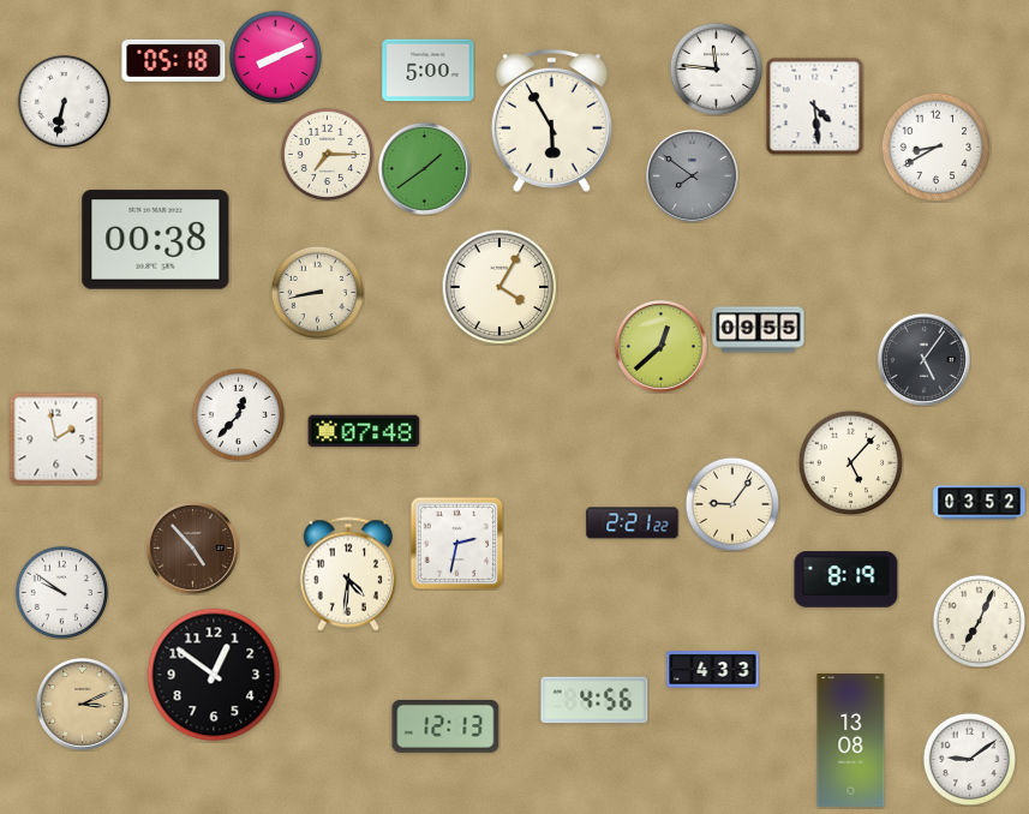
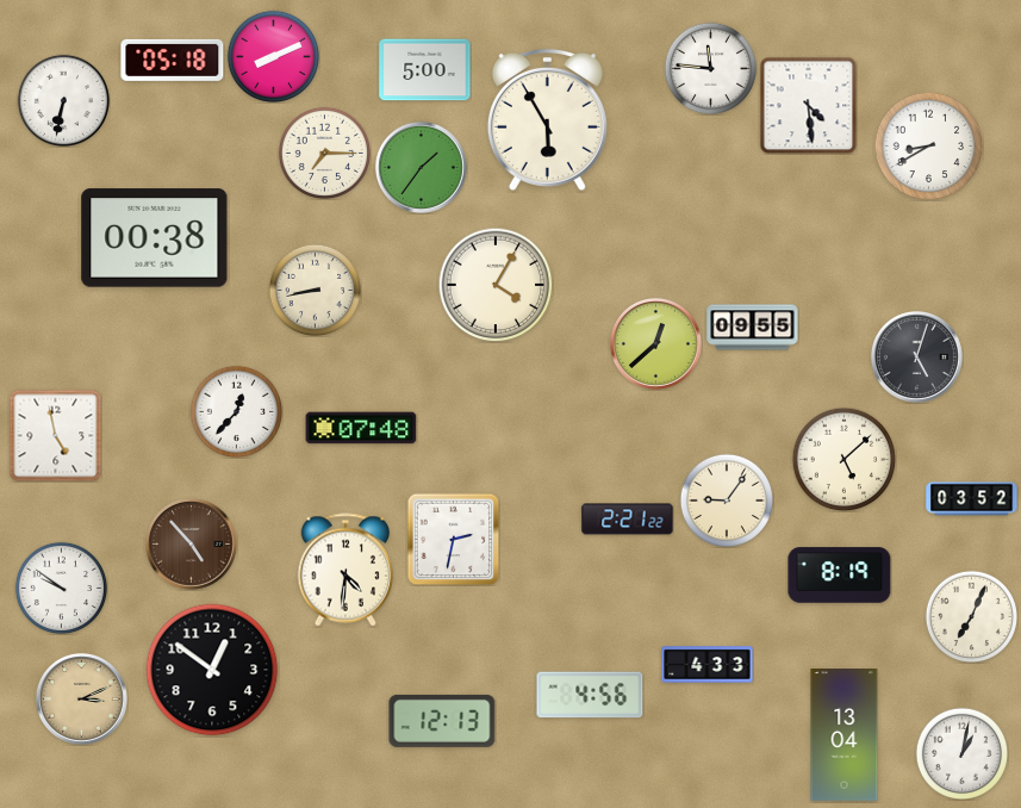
clock at (424, 168): 1:39 -> 1:36
clock at (692, 175): 7:51 -> none
clock at (923, 359): 5:06 -> 5:03
clock at (55, 438): 1:58 -> 4:58
clock at (850, 462): 5:07 -> 5:08
clock at (851, 741): 13:08 -> 13:04
clock at (969, 759): 9:09 -> 1:02
